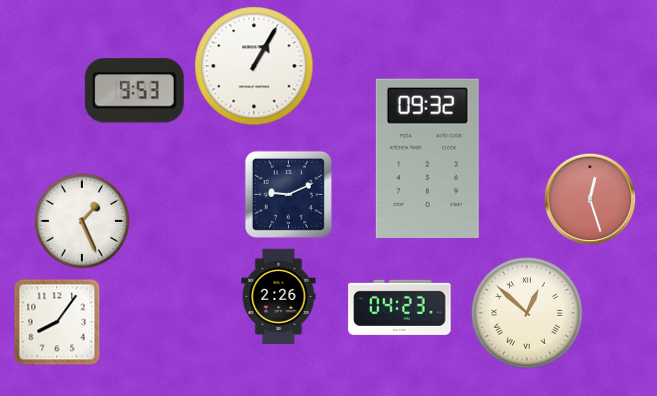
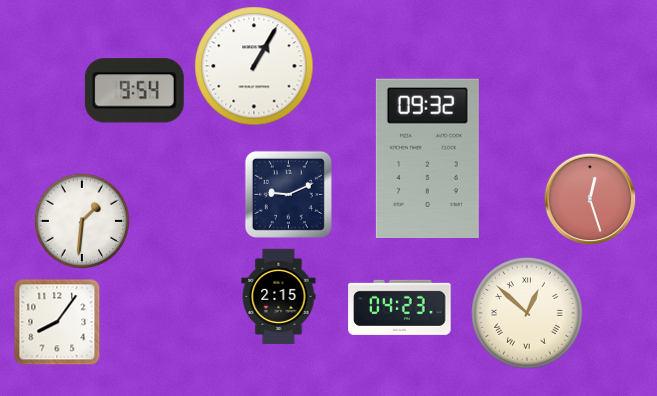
clock at (134, 91): 9:53 -> 9:54
clock at (81, 220): 1:26 -> 1:31
clock at (279, 297): 2:26 -> 2:15
